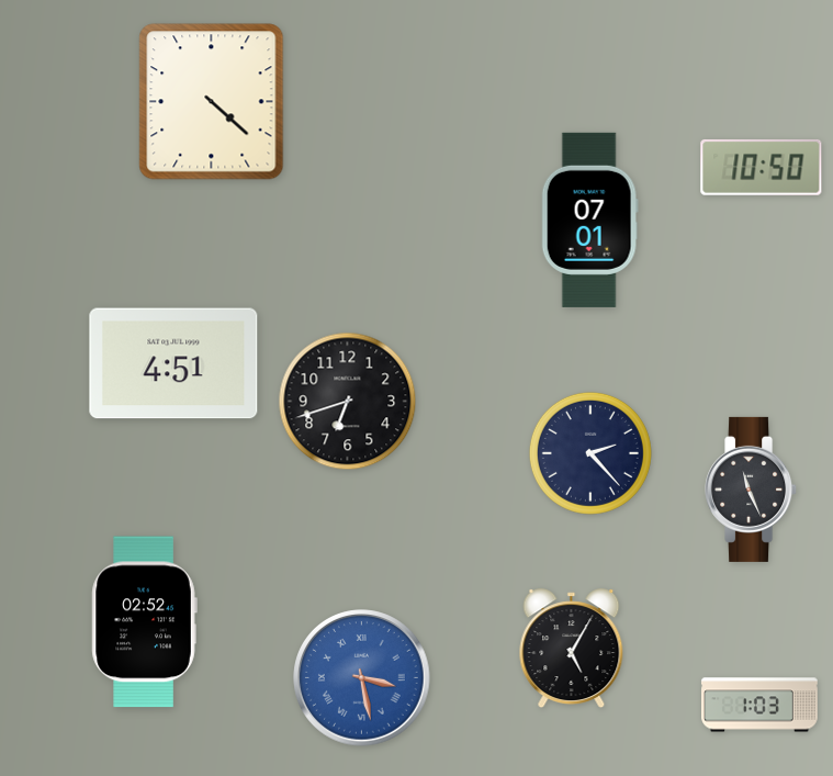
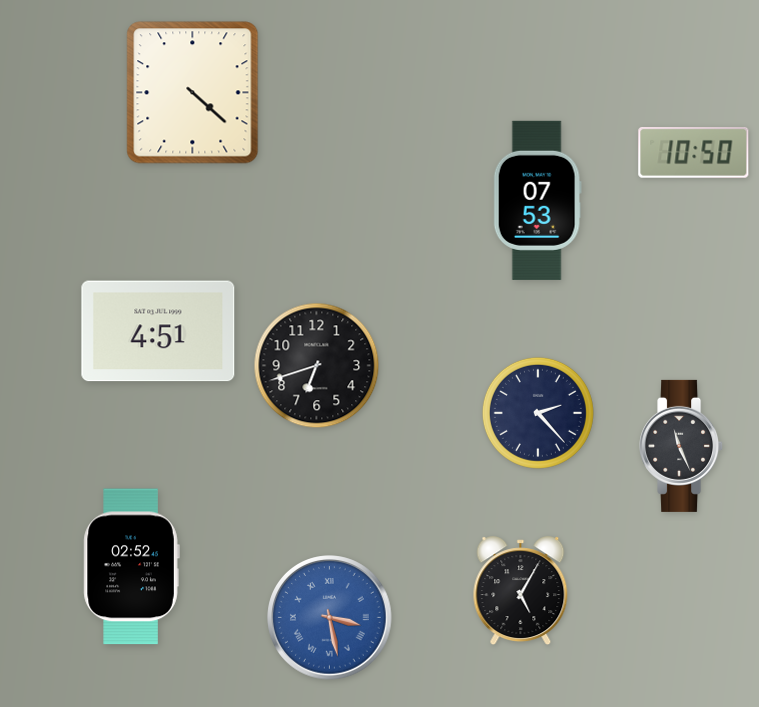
clock at (589, 220): 07:01 -> 07:53
clock at (752, 490) position: (752, 490) -> (682, 446)
clock at (759, 705): 1:03 -> none
